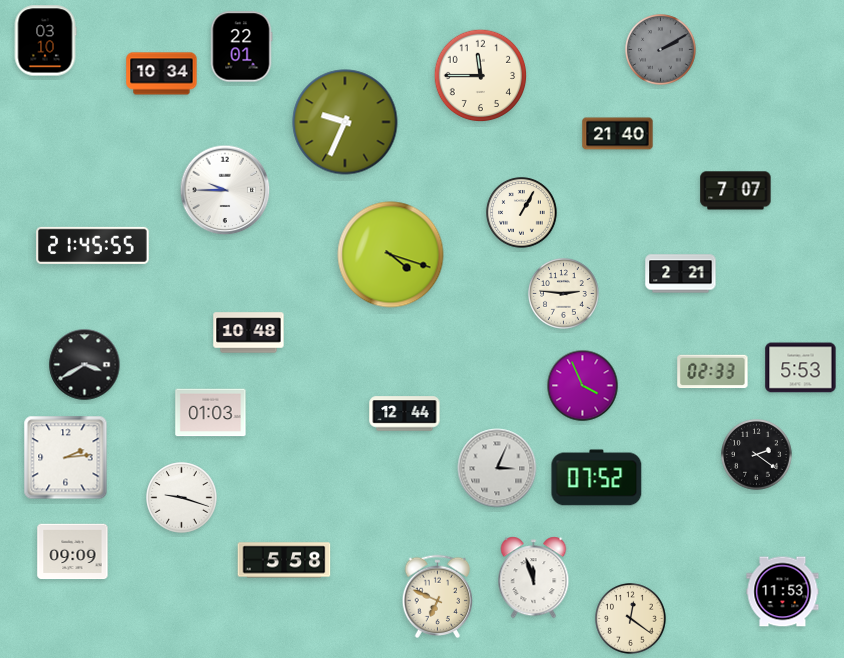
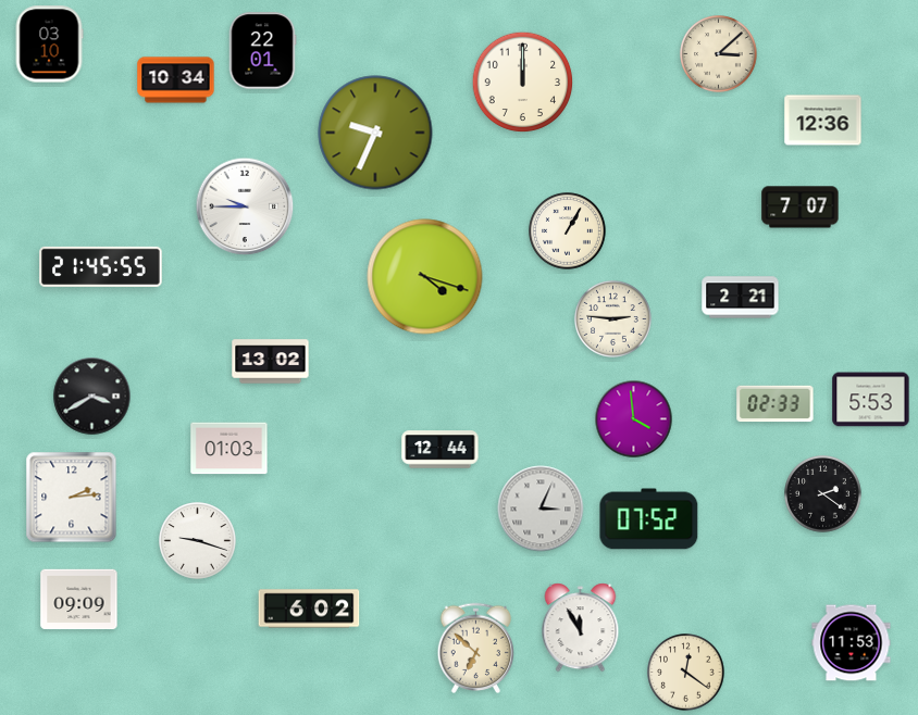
clock at (661, 50): 2:10 -> 3:08
clock at (661, 50) dial: grey -> cream
clock at (481, 76): 11:45 -> 12:00
clock at (823, 121): none -> 12:36
clock at (618, 134): 21:40 -> none
clock at (249, 333): 10:48 -> 13:02
clock at (583, 386): 3:56 -> 3:59
clock at (284, 560): 5:58 -> 6:02
clock at (534, 578): 11:57 -> 11:55
clock at (438, 596): 6:49 -> 6:52
